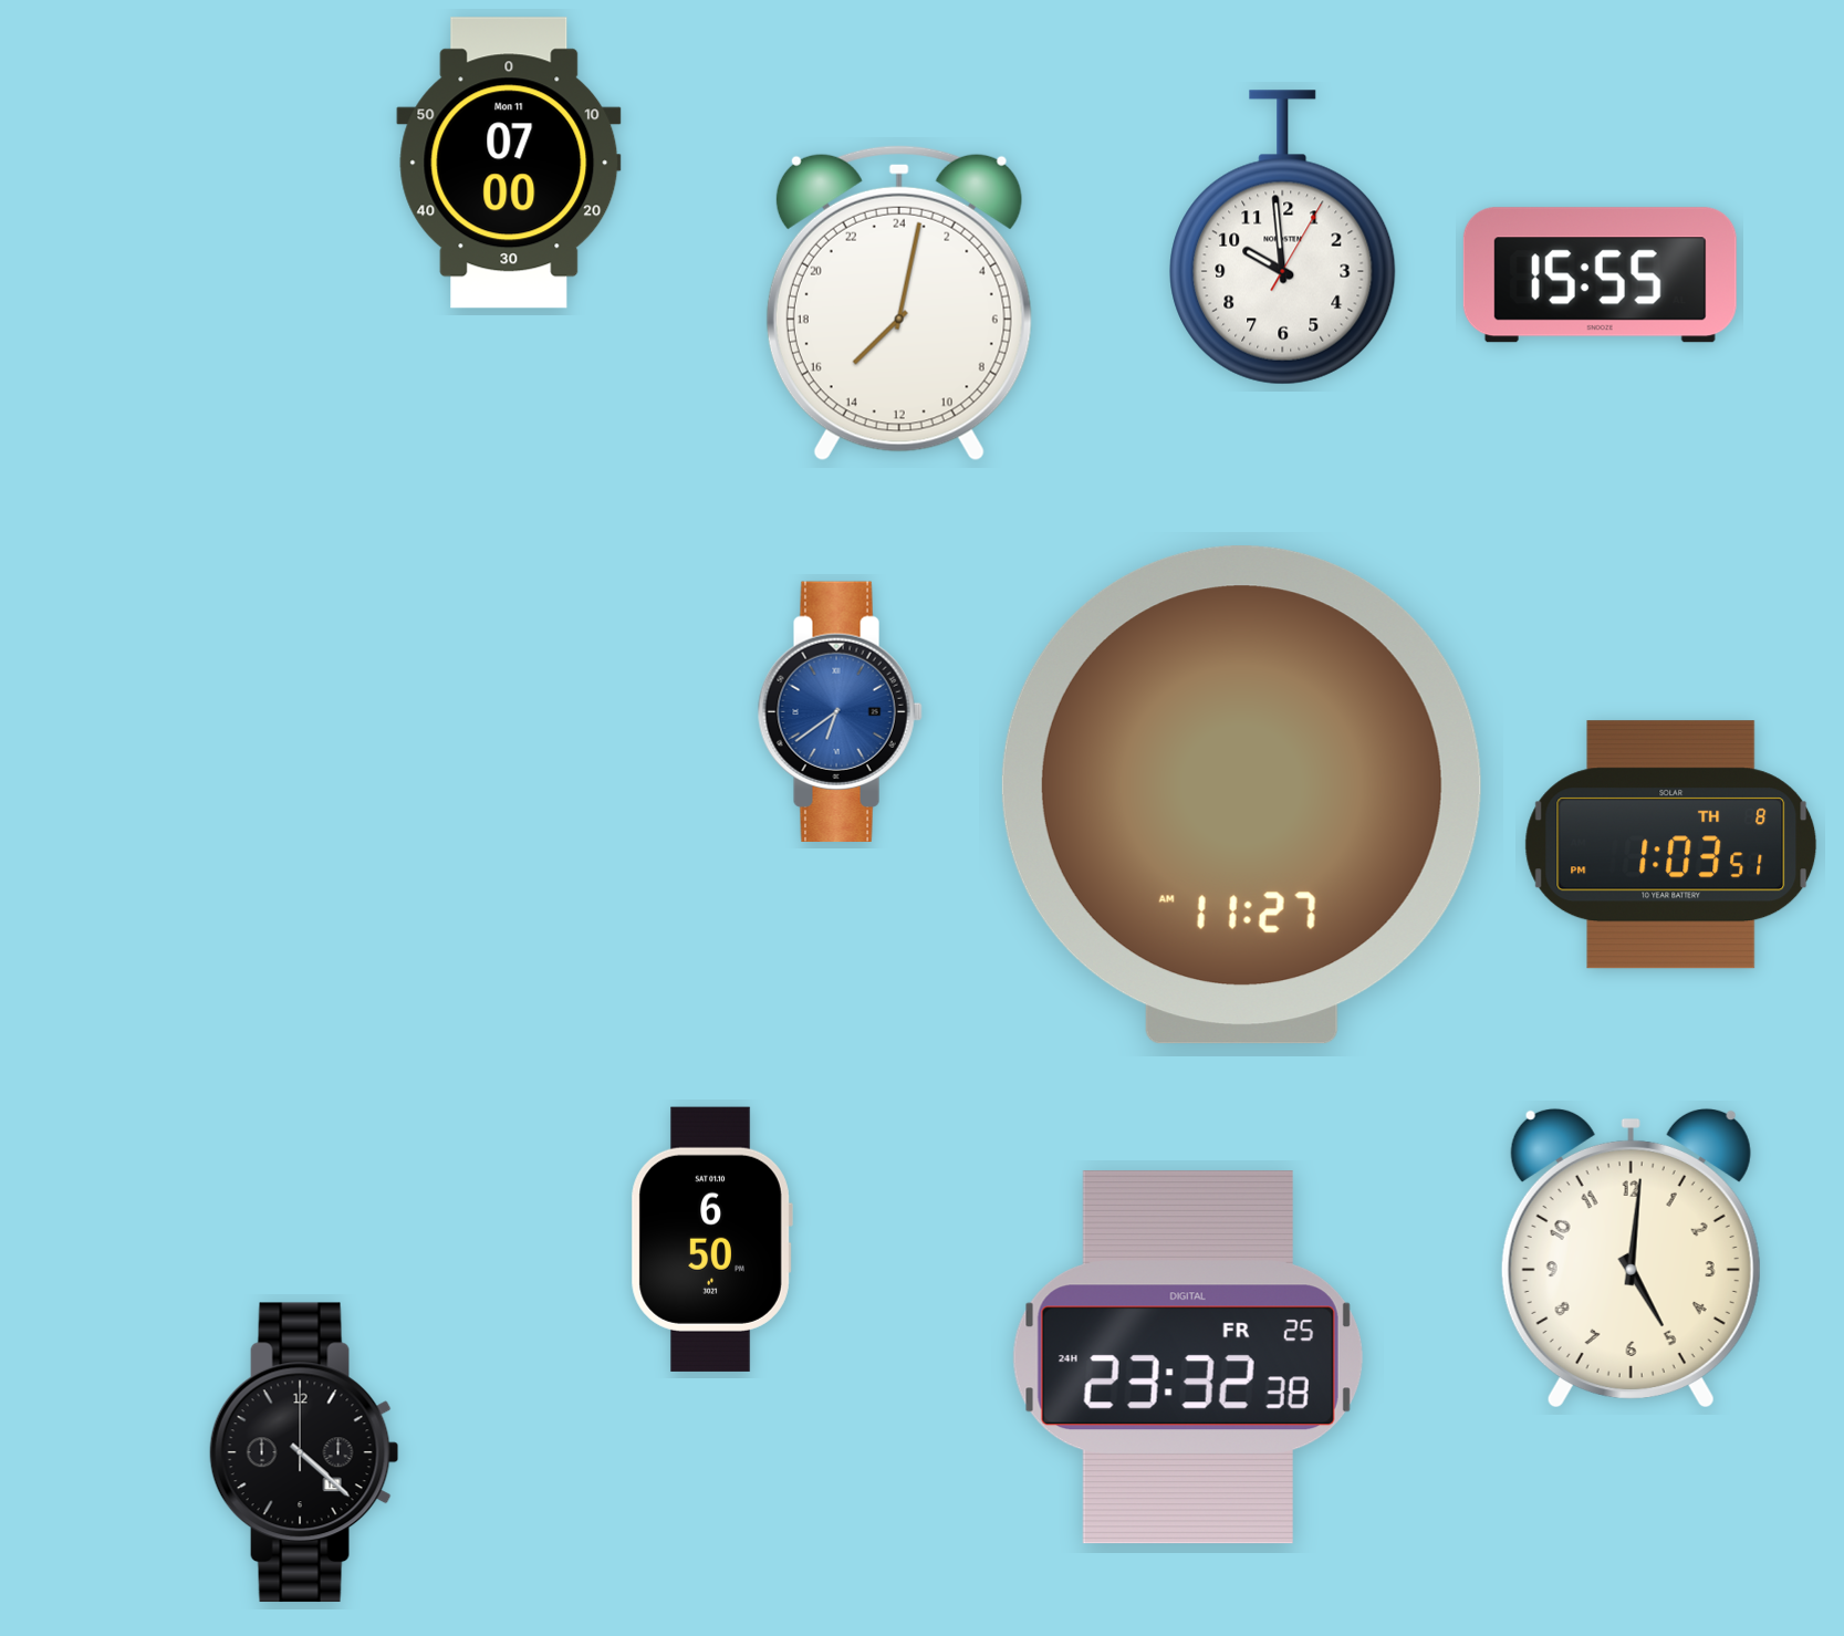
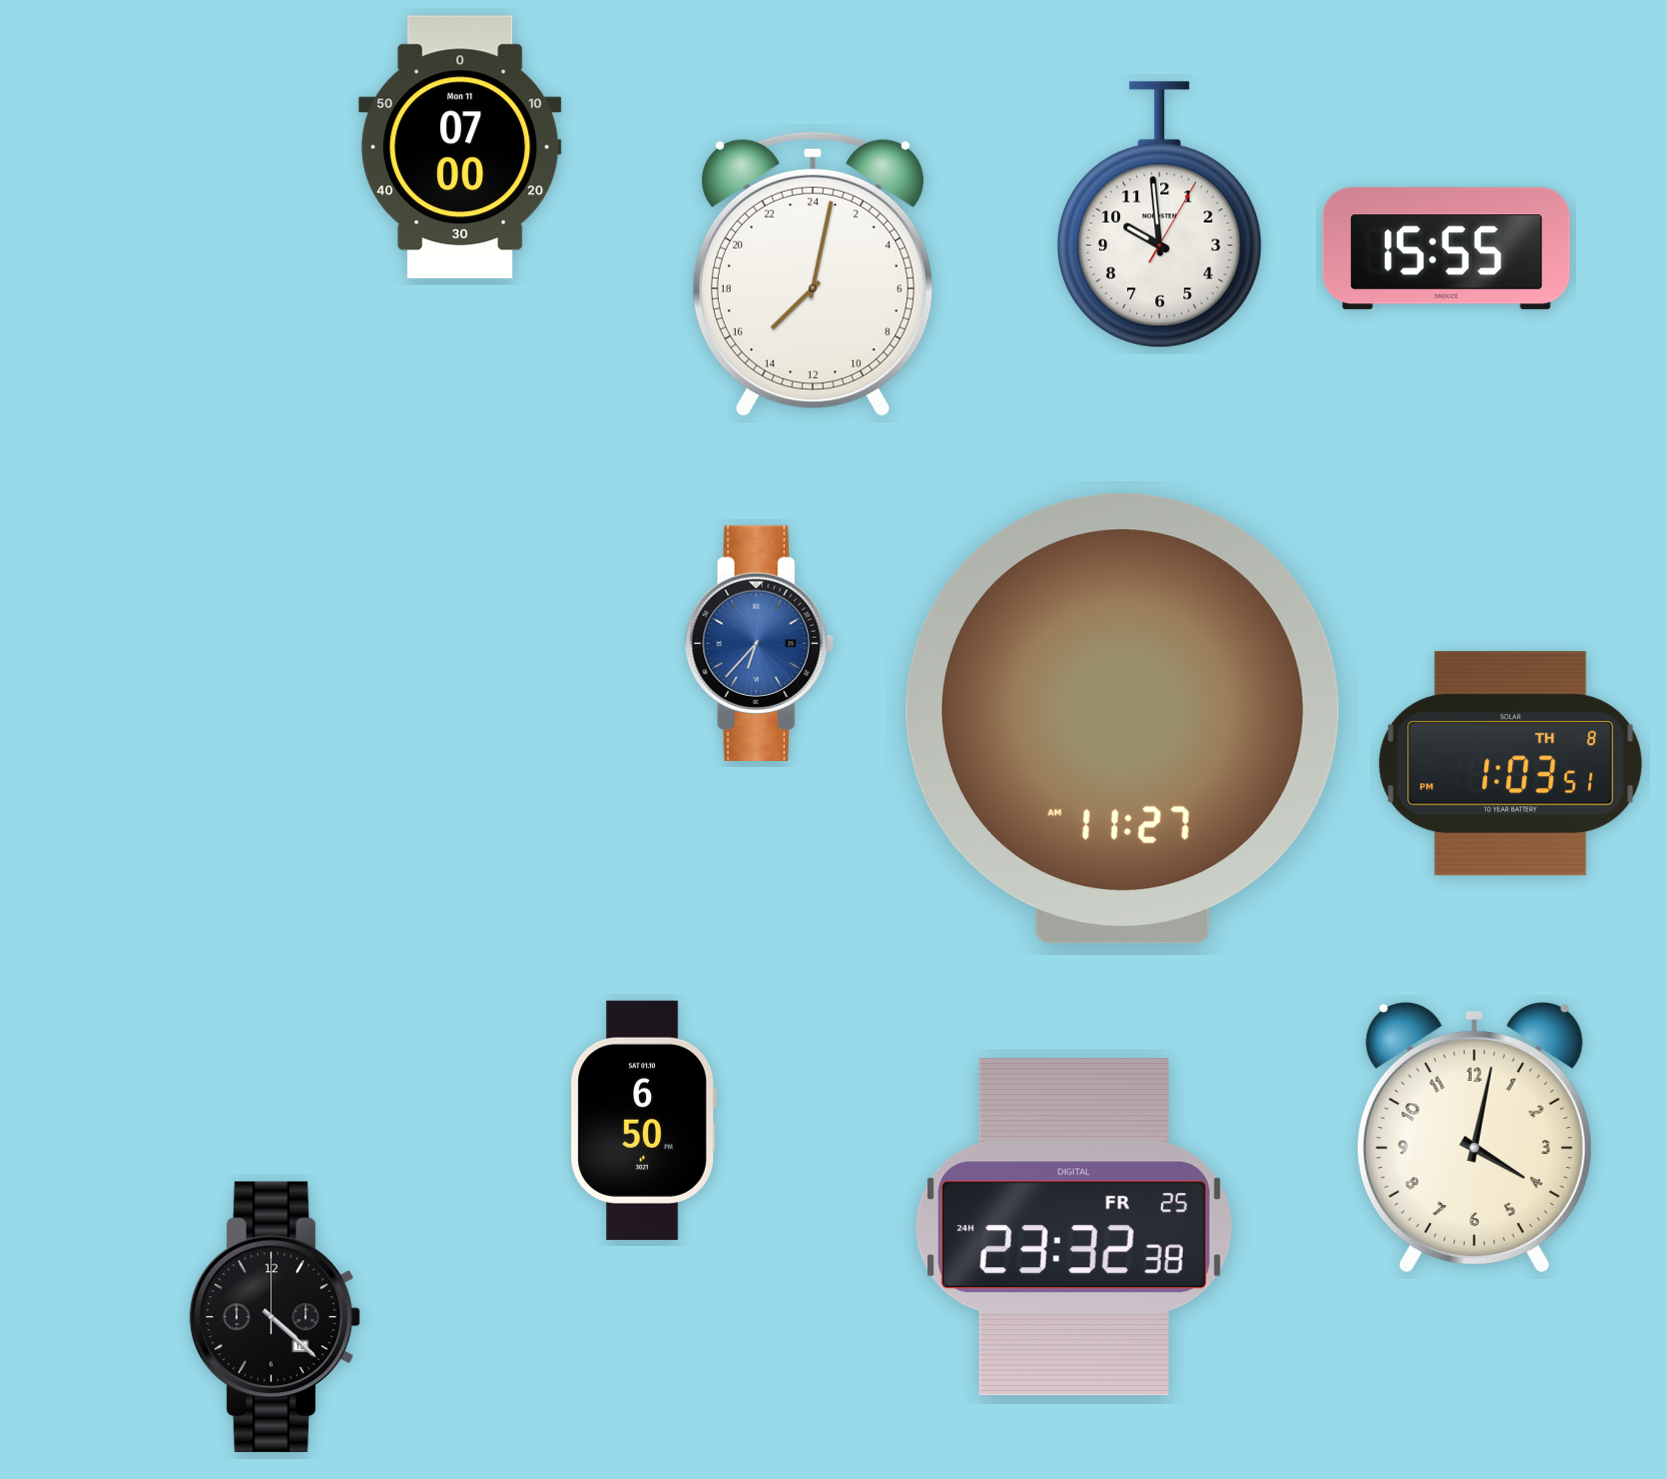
clock at (840, 711): 6:39 -> 6:37
clock at (1631, 1257): 5:01 -> 4:02
clock at (304, 1452) position: (304, 1452) -> (275, 1317)
